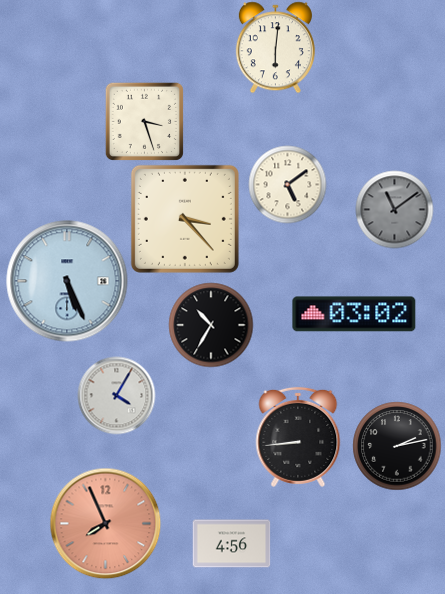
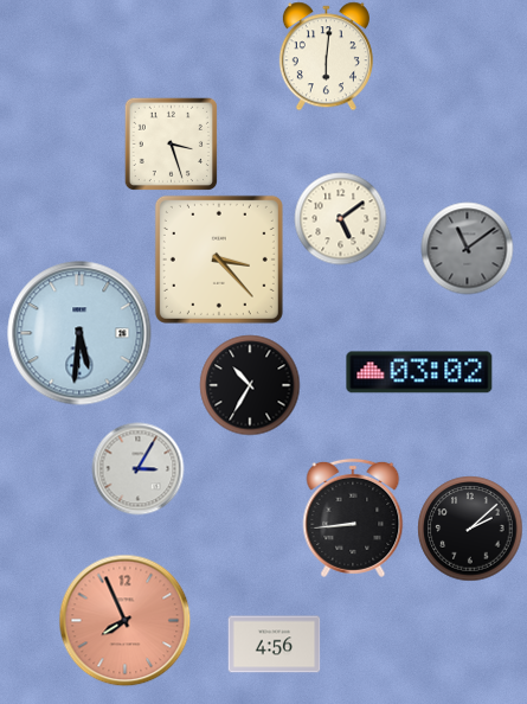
clock at (67, 281): 5:26 -> 5:31
clock at (116, 395): 4:05 -> 3:05
clock at (397, 446): 2:13 -> 2:08
